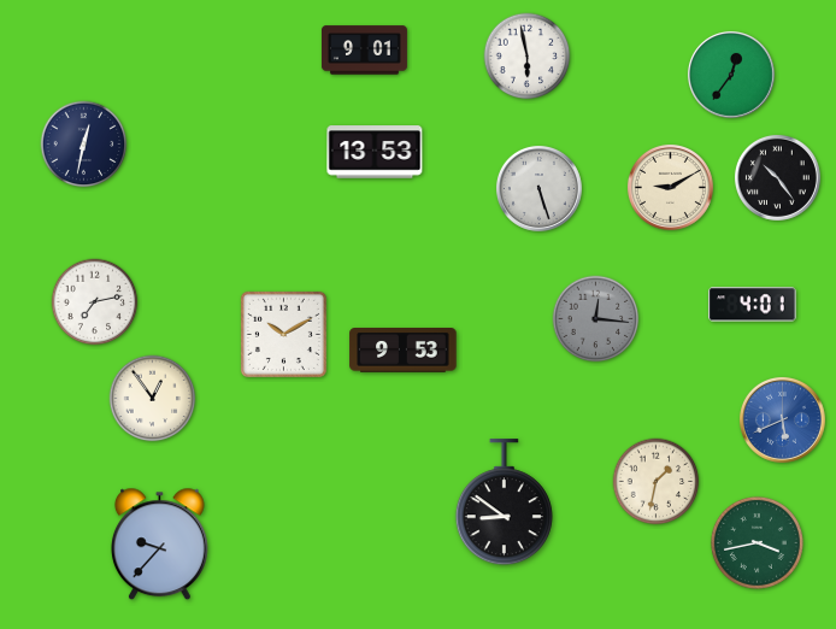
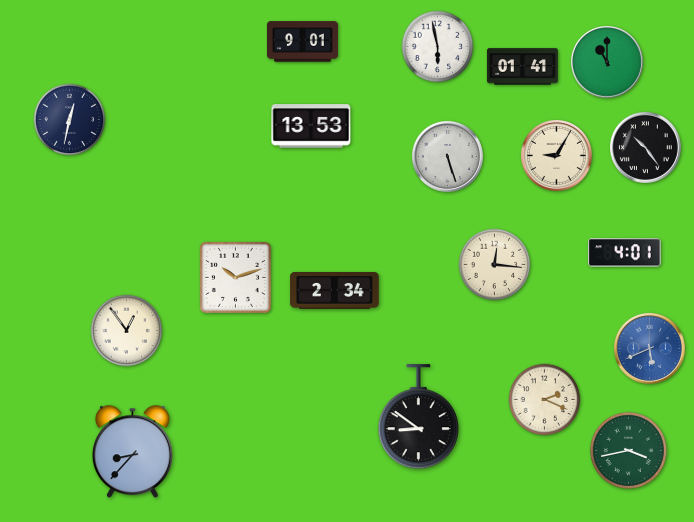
clock at (731, 75): 12:36 -> 11:00
clock at (522, 67): none -> 01:41
clock at (670, 187): 9:10 -> 9:05
clock at (95, 302): 7:13 -> none
clock at (596, 319) dial: grey -> cream
clock at (283, 334): 10:10 -> 10:12
clock at (404, 351): 9:53 -> 2:34
clock at (657, 482): 1:32 -> 2:19
clock at (159, 545): 9:37 -> 8:37
